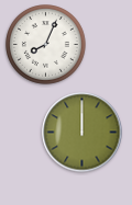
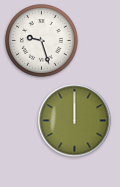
clock at (46, 45): 8:04 -> 9:27
